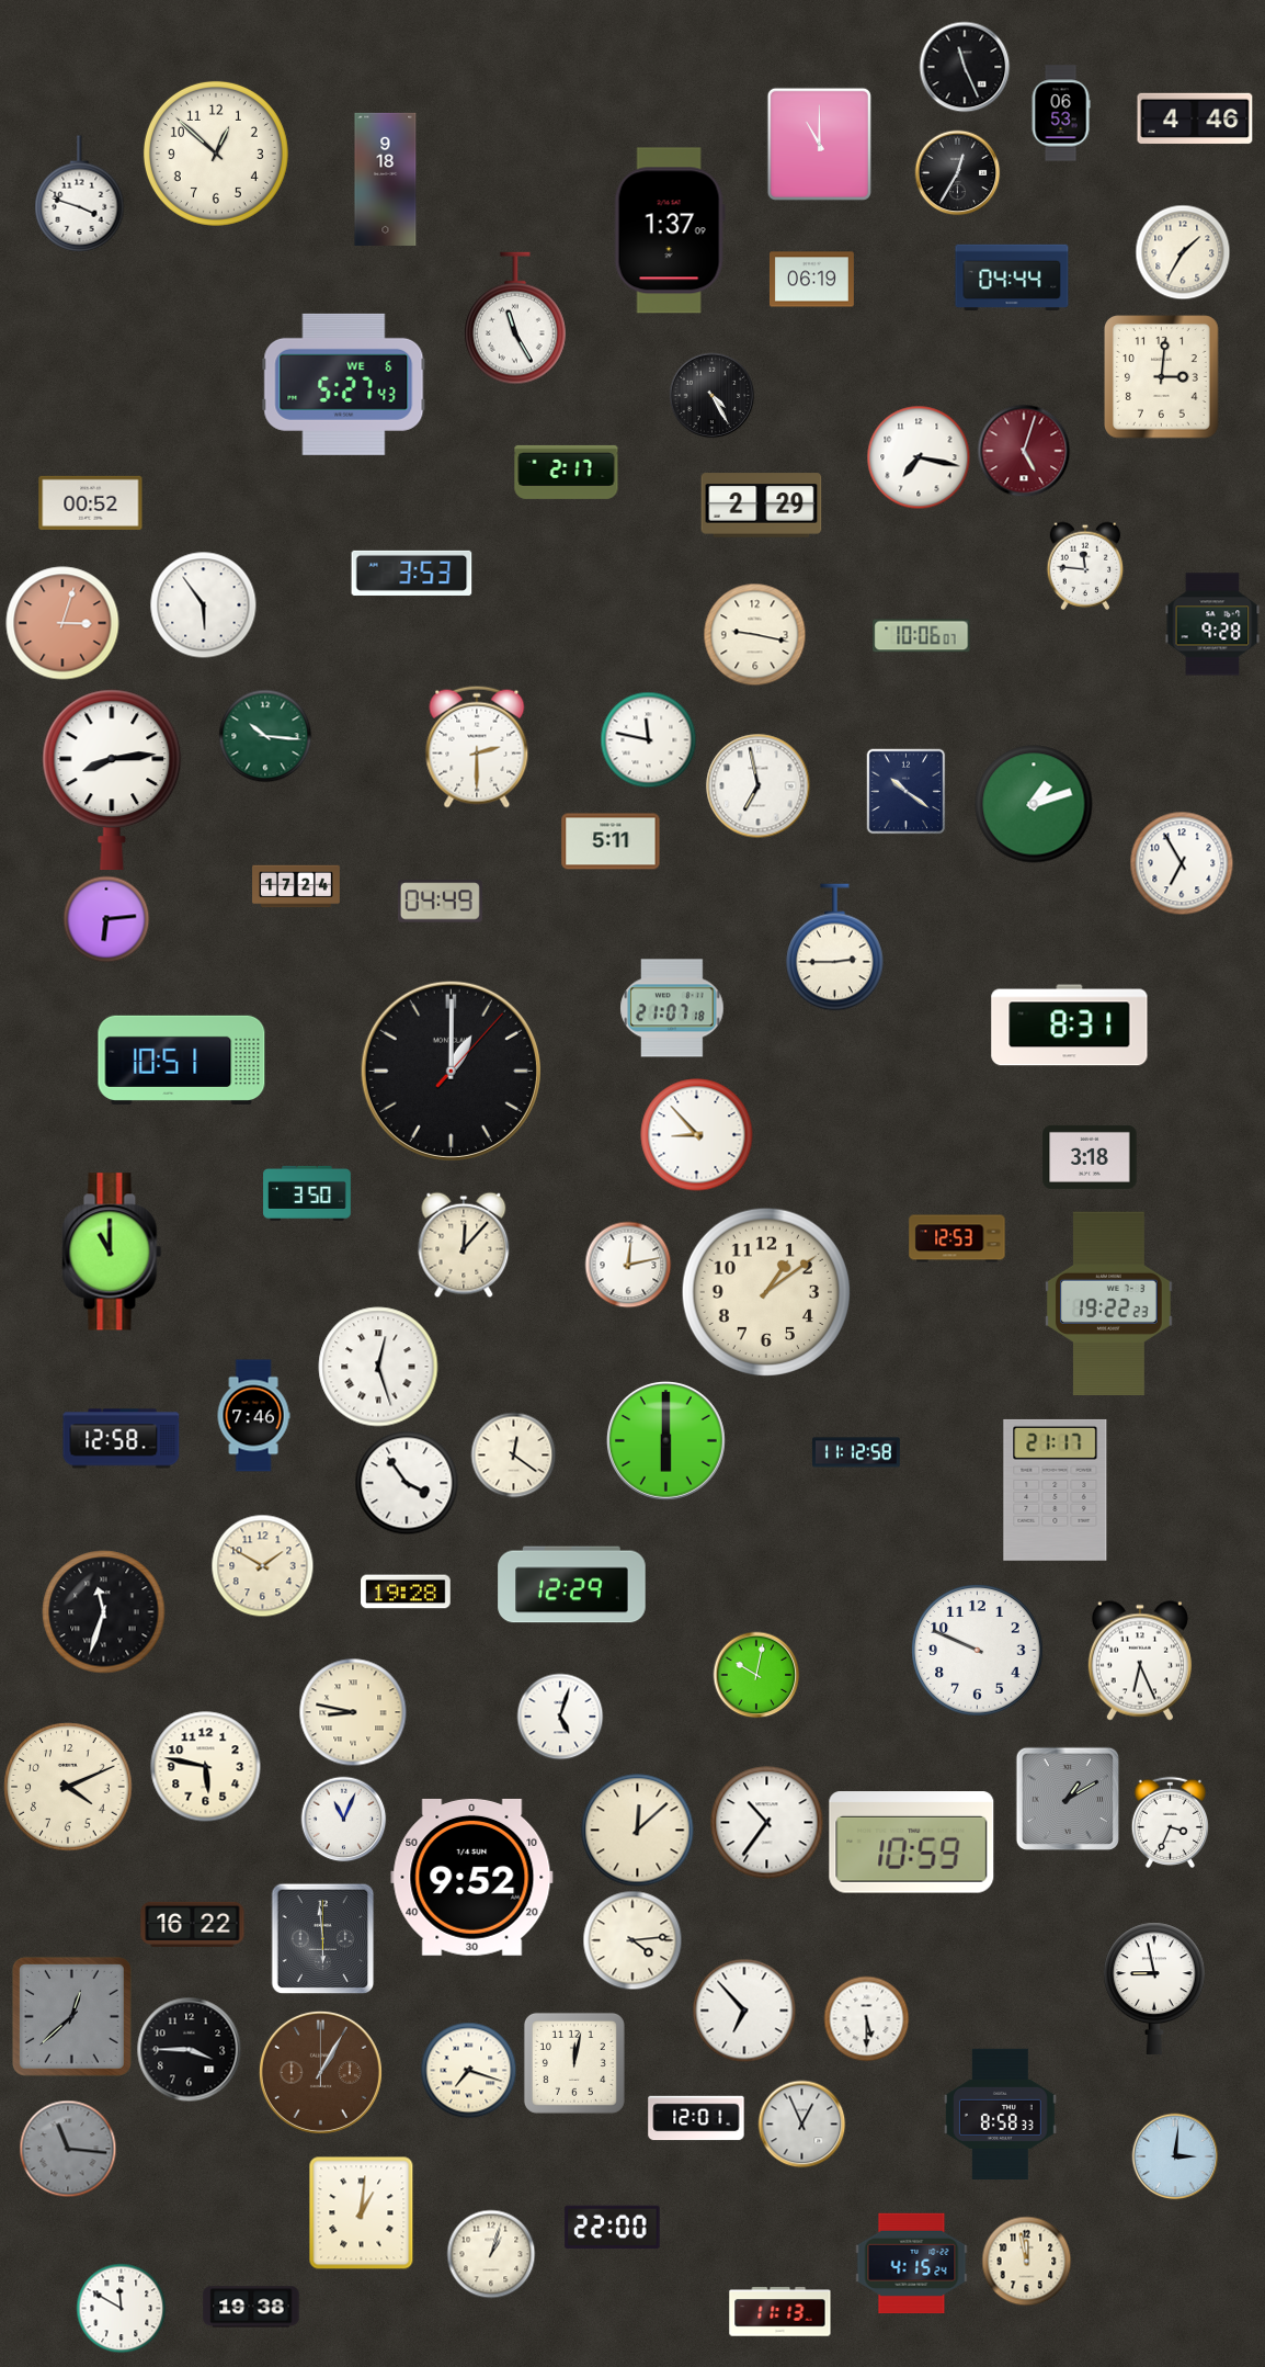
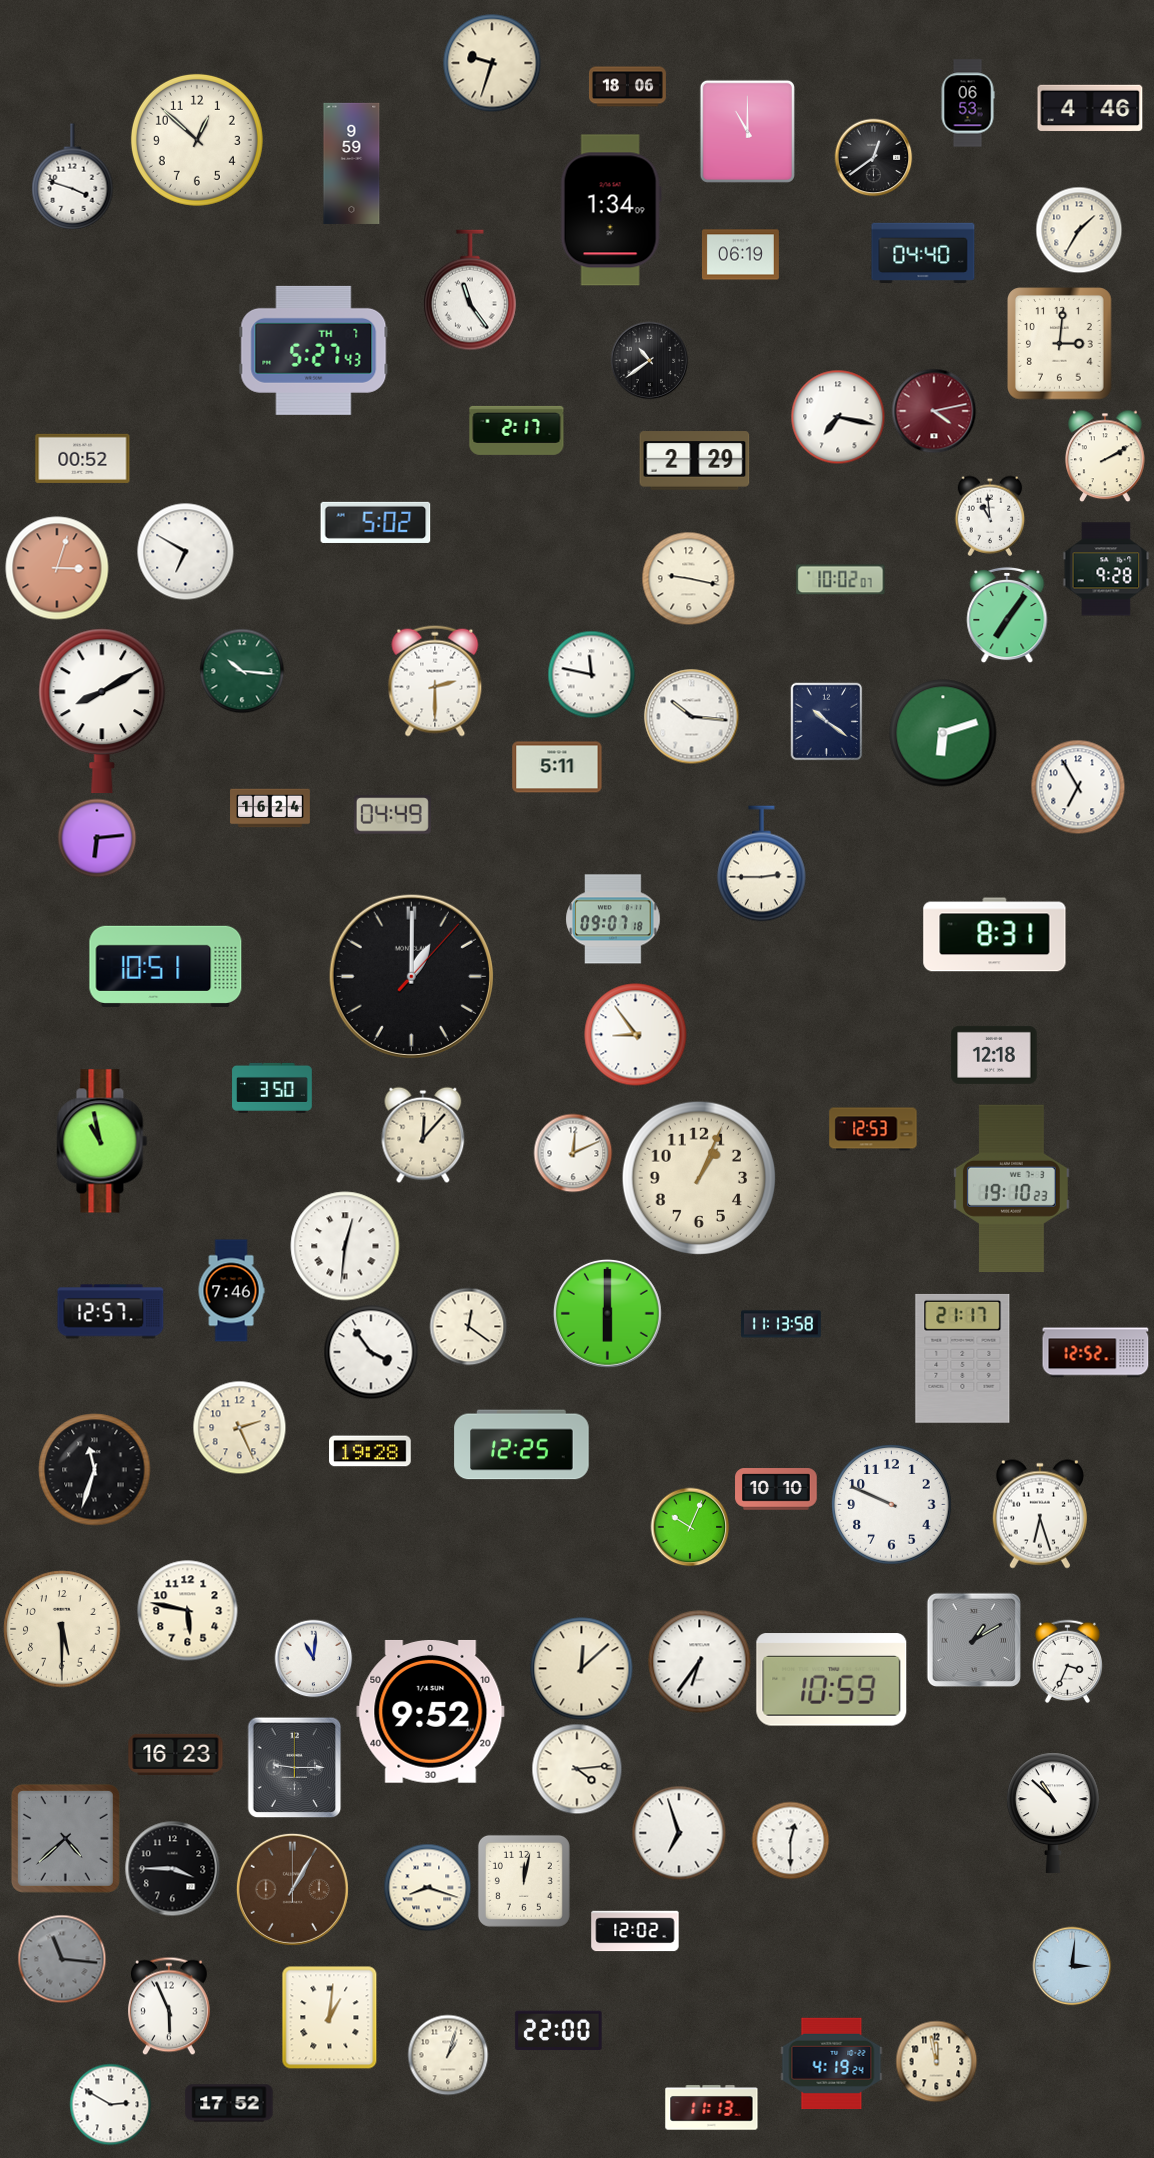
clock at (965, 67): 11:26 -> none
clock at (492, 63): none -> 9:33
clock at (627, 87): none -> 18:06
clock at (957, 172): 12:35 -> 12:39
clock at (386, 179): 9:18 -> 9:59
clock at (670, 230): 1:37 -> 1:34
clock at (1012, 278): 04:44 -> 04:40
clock at (516, 318): 11:25 -> 11:24
clock at (344, 384) date: WE 6 -> TH 7
clock at (711, 395): 4:25 -> 10:39
clock at (1024, 451): 5:03 -> 4:13
clock at (1105, 456): none -> 2:10
clock at (1085, 566): 11:46 -> 10:59
clock at (412, 573): 3:53 -> 5:02
clock at (203, 604): 5:54 -> 6:50
clock at (922, 636): 10:06 -> 10:02
clock at (1007, 615): none -> 7:06
clock at (112, 780): 8:14 -> 8:10
clock at (757, 785): 6:58 -> 10:16
clock at (1034, 804): 1:12 -> 6:12
clock at (296, 886): 17:24 -> 16:24
clock at (440, 902) position: (440, 902) -> (392, 815)
clock at (672, 1008): 21:07 -> 09:07
clock at (1070, 1026) position: (1070, 1026) -> (995, 935)
clock at (697, 1135): 8:53 -> 8:54
clock at (1090, 1157): 3:18 -> 12:18
clock at (307, 1193) position: (307, 1193) -> (272, 1088)
clock at (112, 1252): 11:00 -> 10:58
clock at (628, 1265): 12:13 -> 12:11
clock at (766, 1292): 1:09 -> 1:04
clock at (1109, 1303): 19:22 -> 19:10
clock at (378, 1367): 12:27 -> 12:31
clock at (122, 1439): 12:58 -> 12:57
clock at (856, 1452): 11:12 -> 11:13
clock at (1096, 1353): none -> 12:52
clock at (262, 1565): 1:50 -> 2:26
clock at (572, 1585): 12:29 -> 12:25
clock at (776, 1489): none -> 10:10
clock at (1140, 1661): 6:26 -> 6:27
clock at (756, 1675): 10:02 -> 10:04
clock at (353, 1712): 8:47 -> none
clock at (560, 1717): 5:03 -> none
clock at (68, 1787): 4:11 -> 5:30
clock at (343, 1819): 11:04 -> 11:01
clock at (767, 1823): 10:36 -> 6:36
clock at (193, 1924): 16:22 -> 16:23
clock at (323, 1938): 5:59 -> 9:15
clock at (1155, 1989): 8:58 -> 10:52
clock at (744, 2011): 6:53 -> 6:57
clock at (71, 2016): 12:38 -> 4:38
clock at (866, 2018): 5:30 -> 12:30
clock at (468, 2070): 7:18 -> 8:18
clock at (1000, 2114): 8:58 -> none
clock at (696, 2118): 12:01 -> 12:02
clock at (801, 2123): 12:56 -> none
clock at (170, 2006): none -> 5:56
clock at (912, 2263): 4:15 -> 4:19
clock at (251, 2307): 19:38 -> 17:52
clock at (121, 2308): 11:50 -> 2:50
